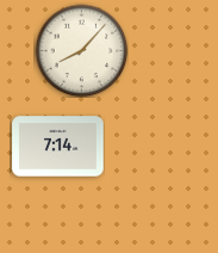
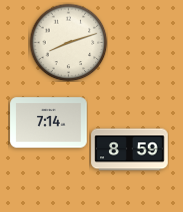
clock at (81, 50): 8:07 -> 8:12
clock at (130, 150): none -> 8:59
